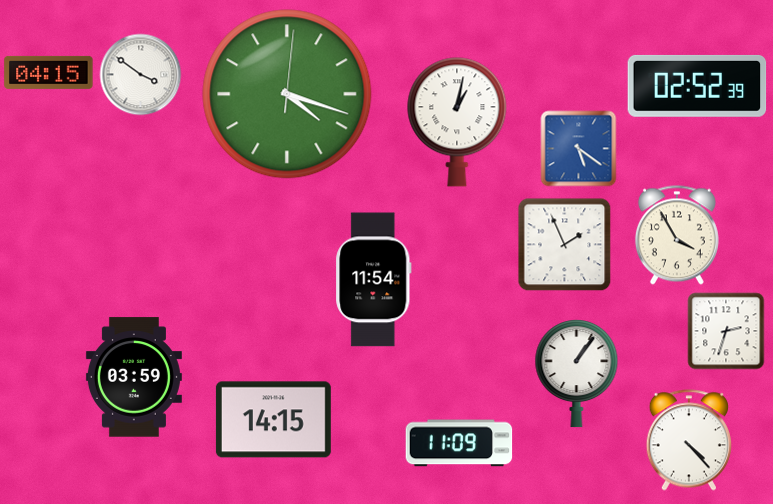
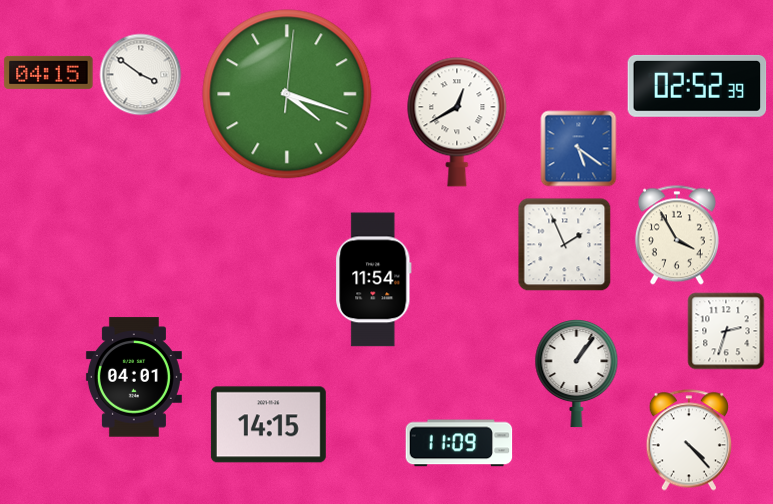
clock at (457, 122): 1:02 -> 12:40
clock at (134, 377): 03:59 -> 04:01
clock at (273, 420) position: (273, 420) -> (268, 425)
